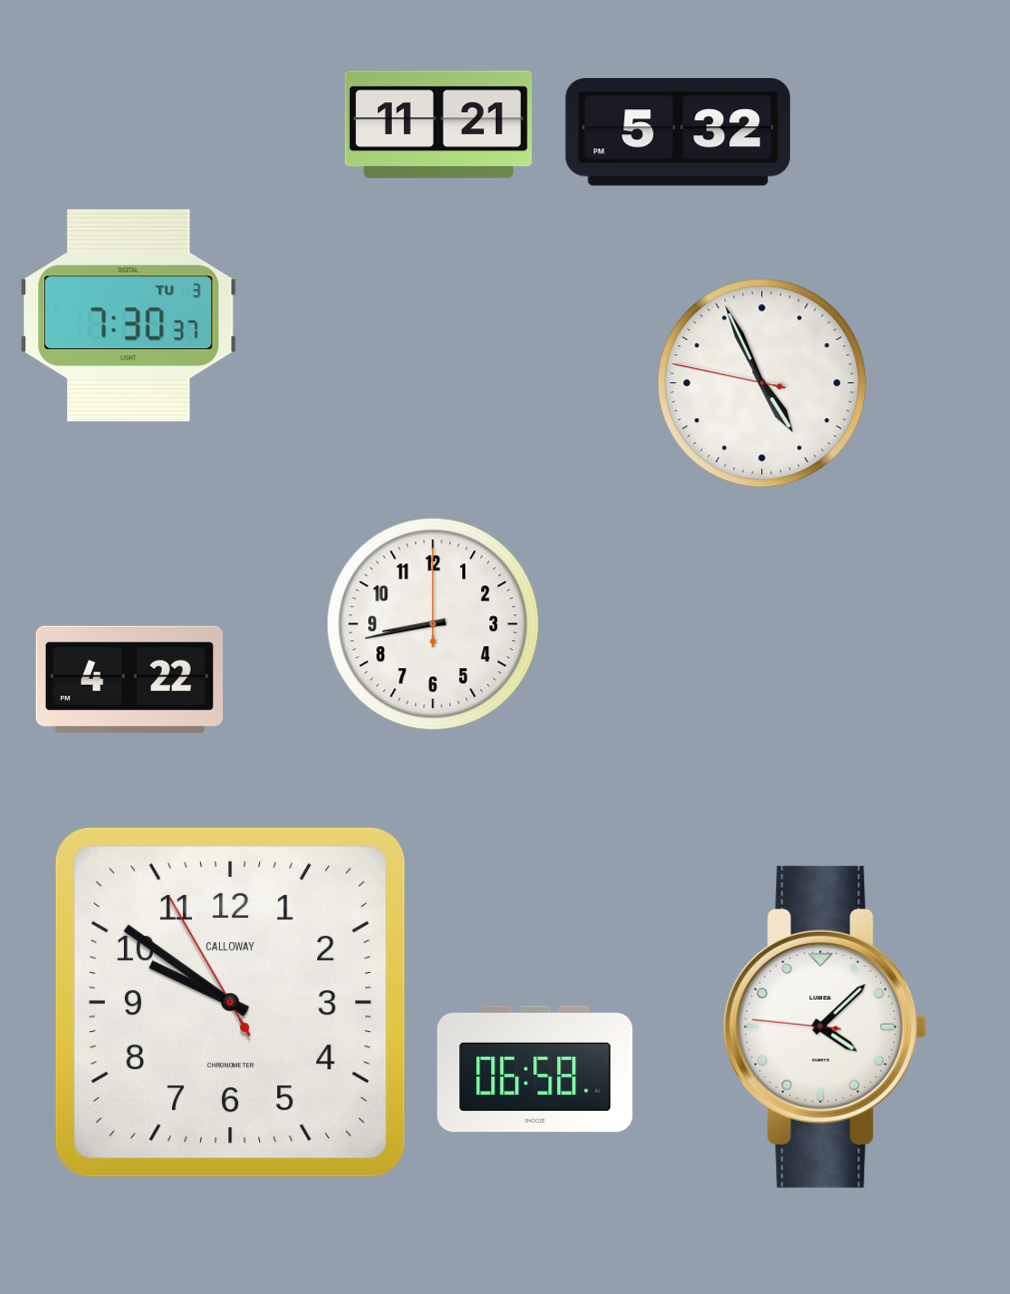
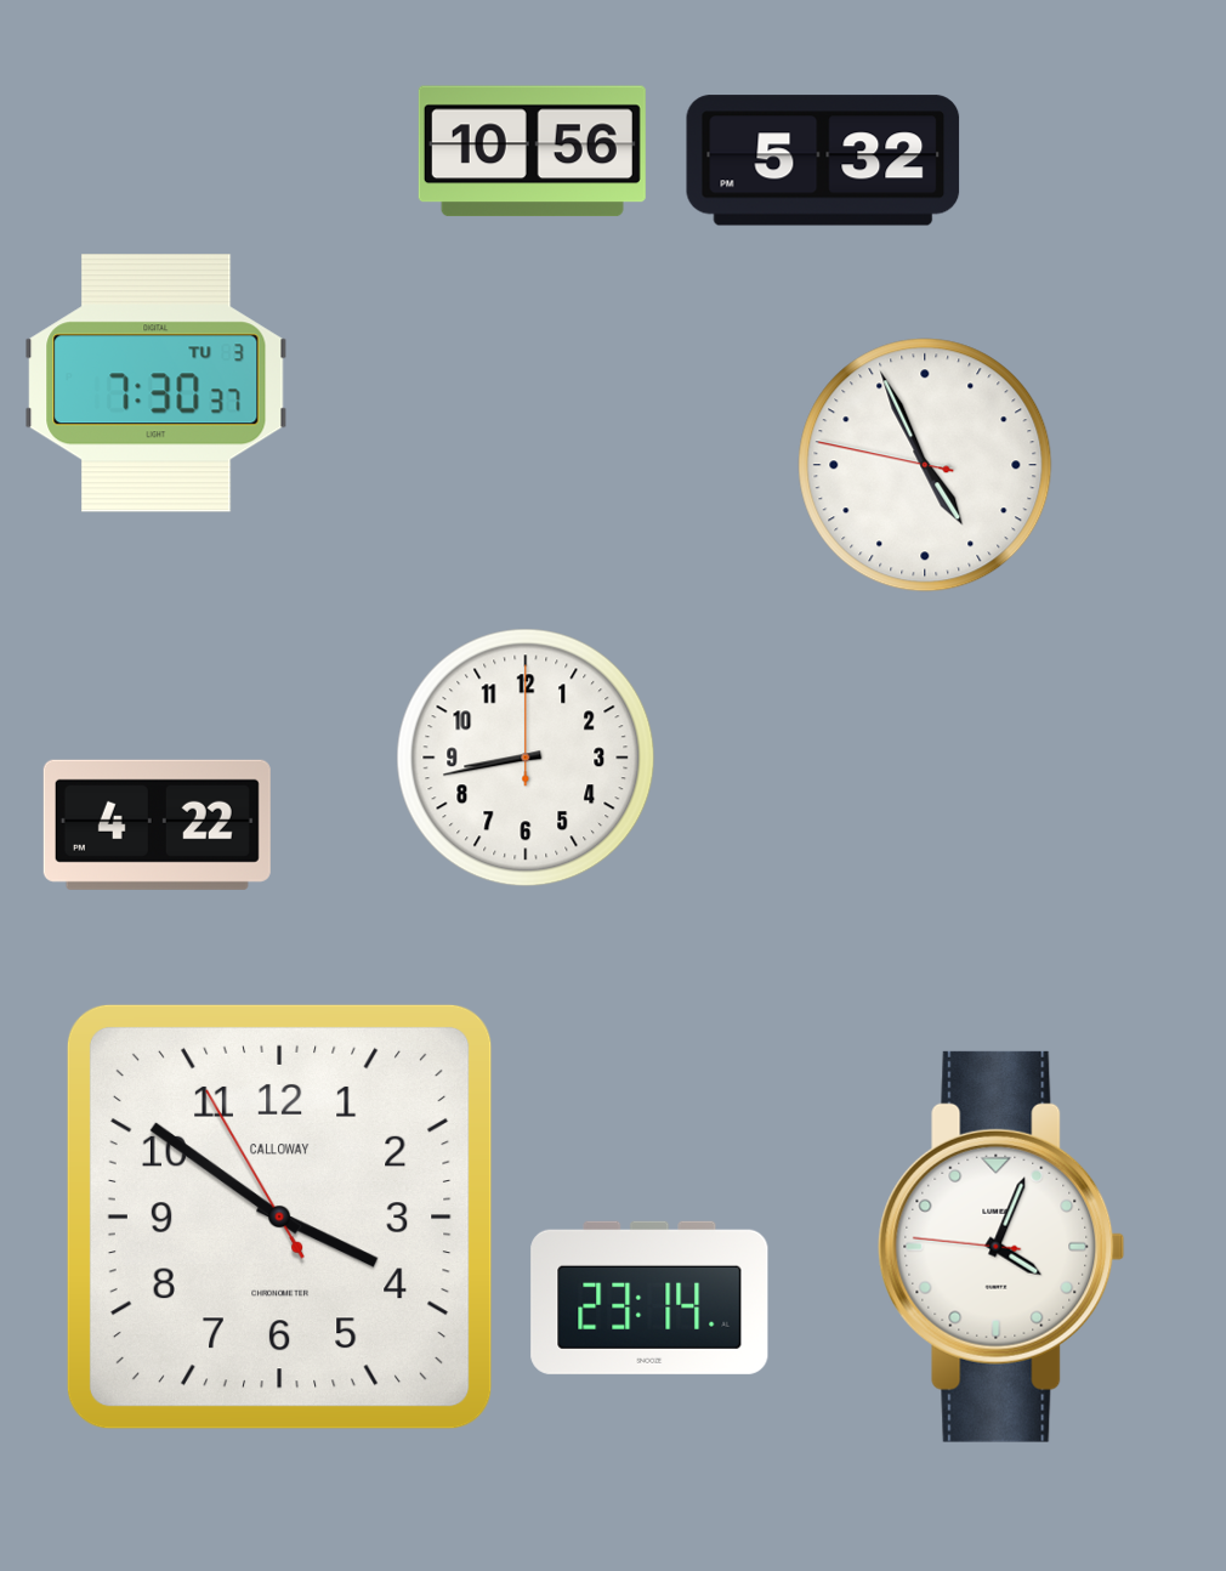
clock at (438, 125): 11:21 -> 10:56
clock at (230, 1002): 9:50 -> 3:50
clock at (825, 1027): 4:07 -> 4:03
clock at (535, 1069): 06:58 -> 23:14
